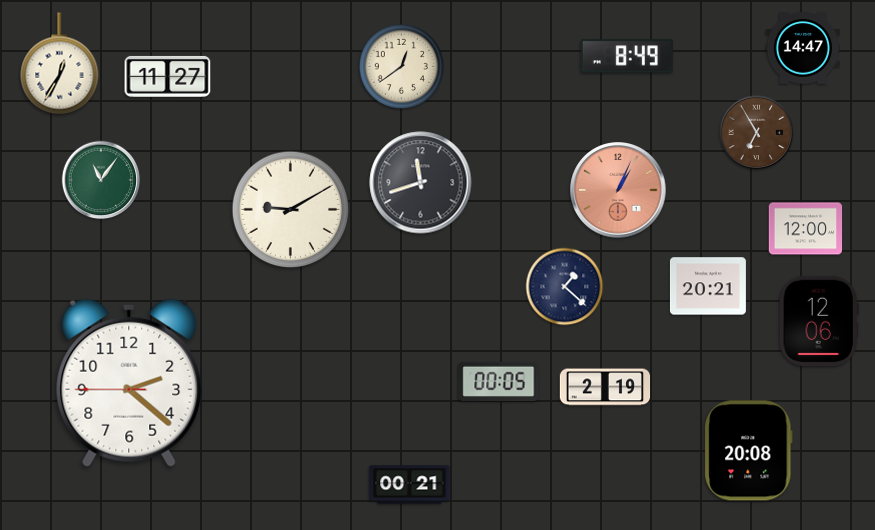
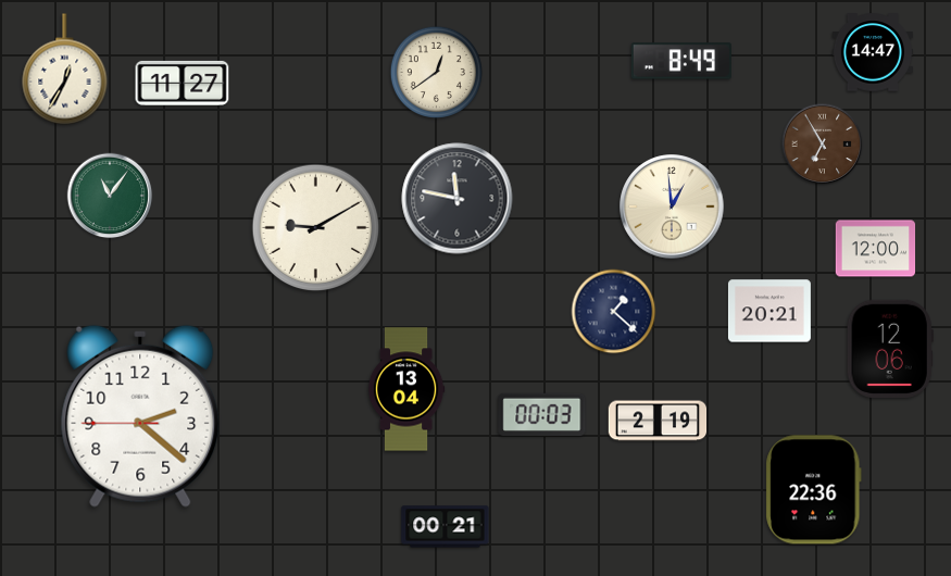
clock at (421, 183): 11:42 -> 11:47
clock at (618, 190): 1:04 -> 12:59
clock at (618, 190) dial: salmon -> cream
clock at (406, 389): none -> 13:04
clock at (499, 382): 00:05 -> 00:03
clock at (749, 451): 20:08 -> 22:36
